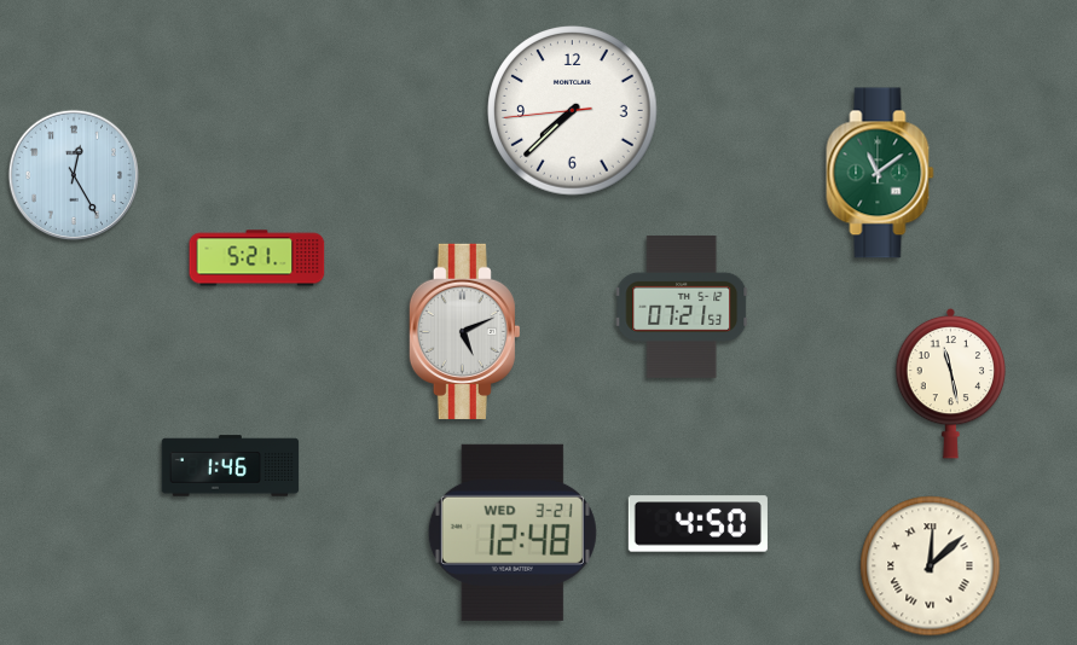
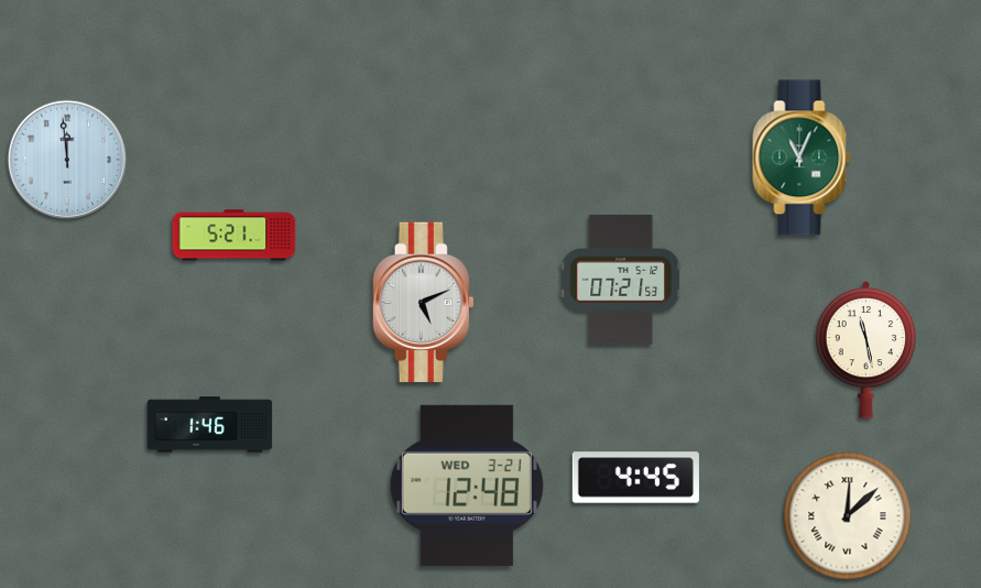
clock at (573, 111): 7:37 -> none
clock at (880, 173): 11:09 -> 11:04
clock at (73, 174): 12:25 -> 11:59
clock at (697, 524): 4:50 -> 4:45
